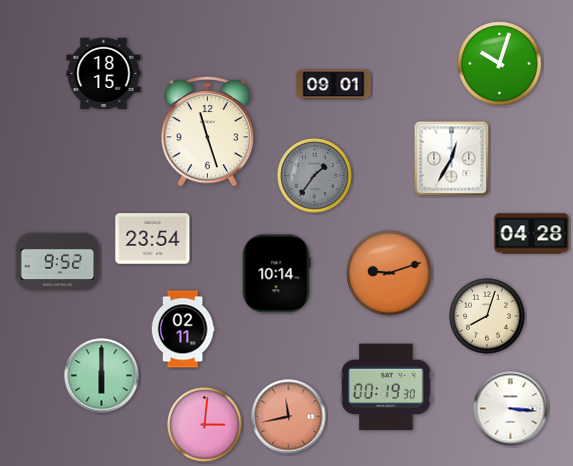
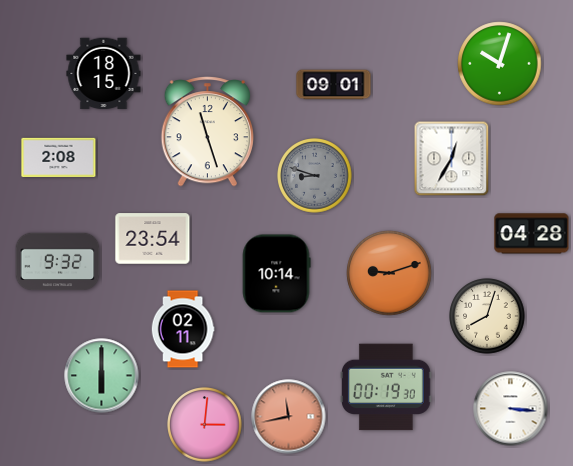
clock at (59, 157): none -> 2:08
clock at (315, 176): 1:36 -> 8:48
clock at (58, 262): 9:52 -> 9:32
